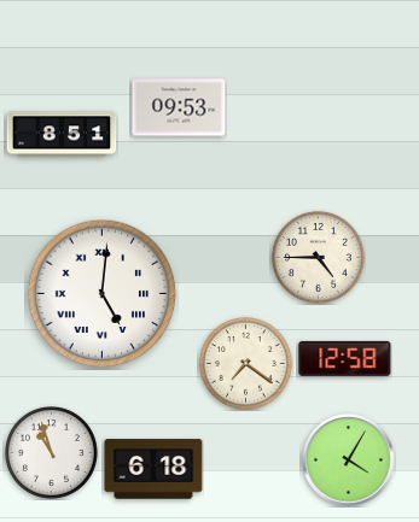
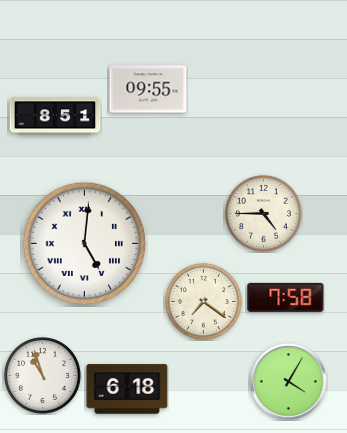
clock at (179, 107): 09:53 -> 09:55
clock at (62, 134) position: (62, 134) -> (55, 116)
clock at (345, 358): 12:58 -> 7:58
